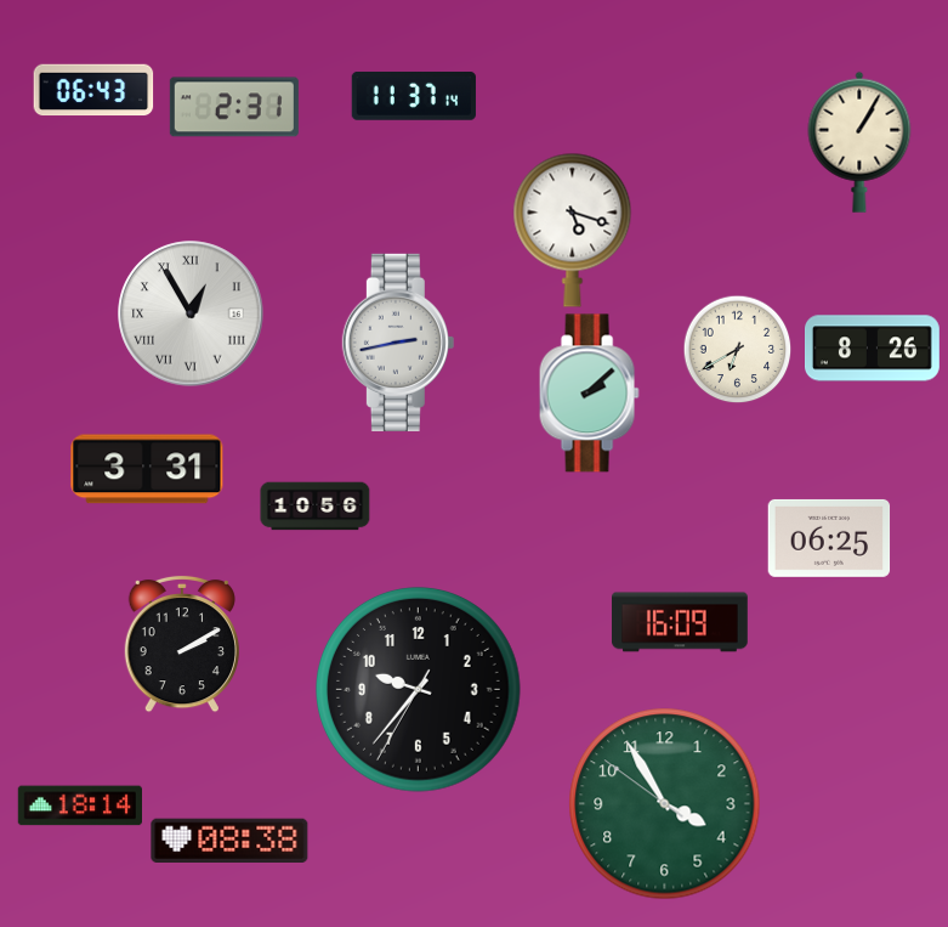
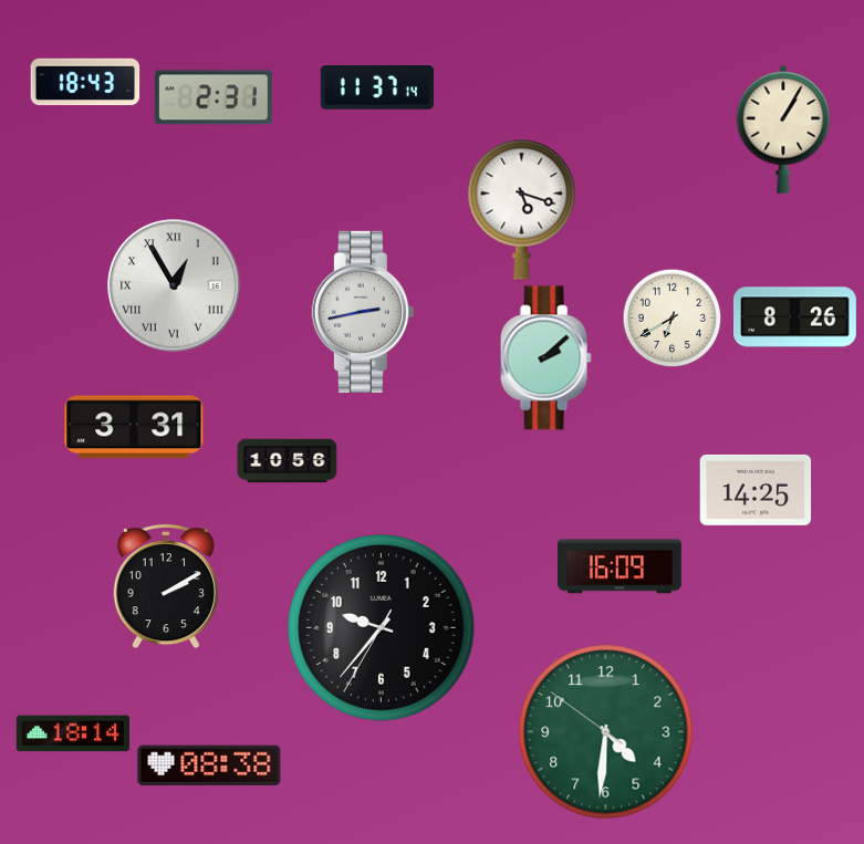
clock at (93, 90): 06:43 -> 18:43
clock at (589, 394) position: (589, 394) -> (545, 358)
clock at (829, 538): 06:25 -> 14:25
clock at (665, 804): 3:54 -> 4:30
